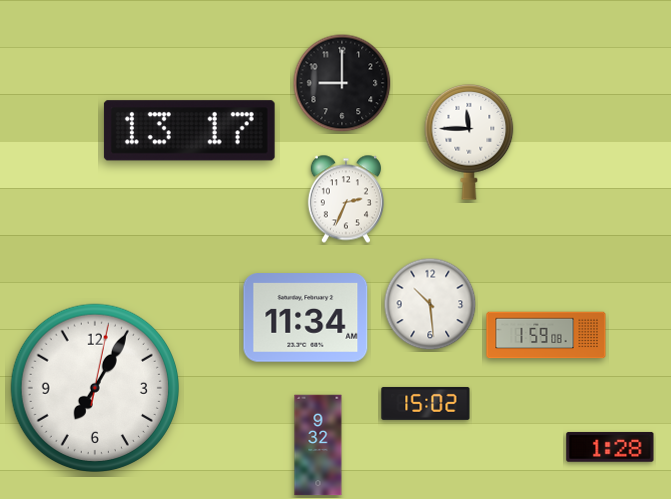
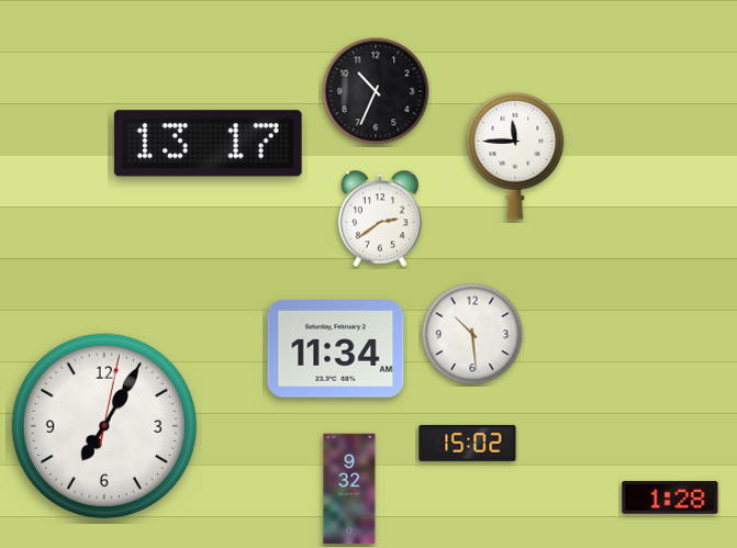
clock at (342, 83): 9:00 -> 10:34
clock at (346, 199): 2:34 -> 2:39
clock at (546, 335): 1:59 -> none
clock at (610, 447) position: (610, 447) -> (670, 497)
